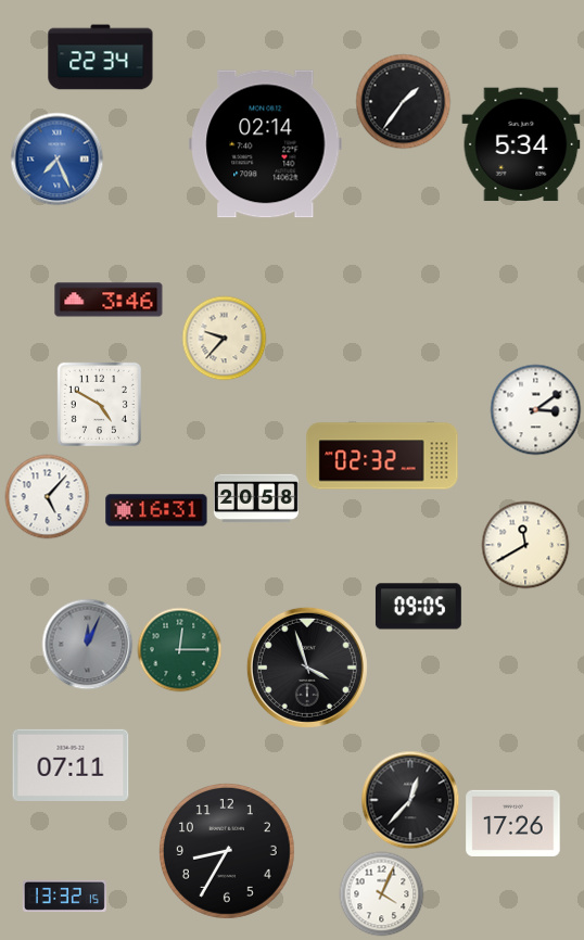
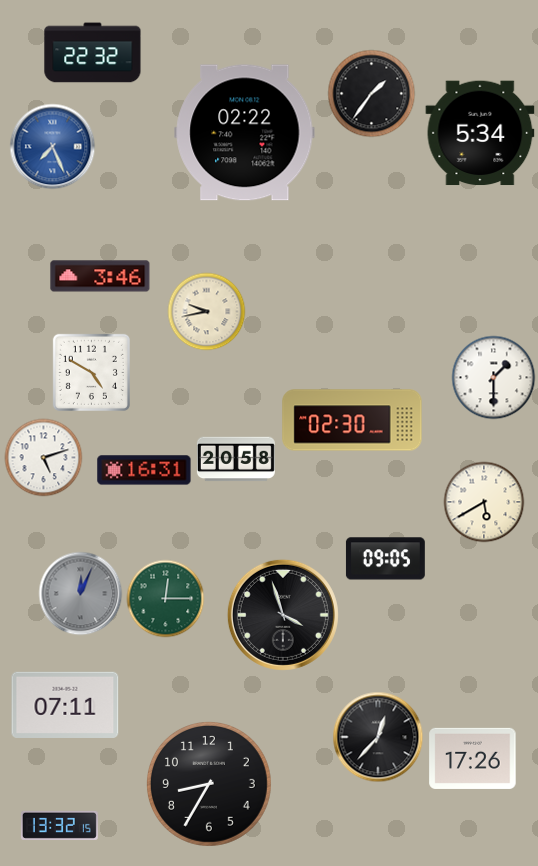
clock at (101, 58): 22:34 -> 22:32
clock at (266, 144): 02:14 -> 02:22
clock at (224, 338): 9:37 -> 9:43
clock at (535, 409): 3:09 -> 1:30
clock at (382, 456): 02:32 -> 02:30
clock at (47, 496): 5:07 -> 5:12
clock at (525, 545): 11:40 -> 5:40
clock at (381, 893): 4:04 -> none
